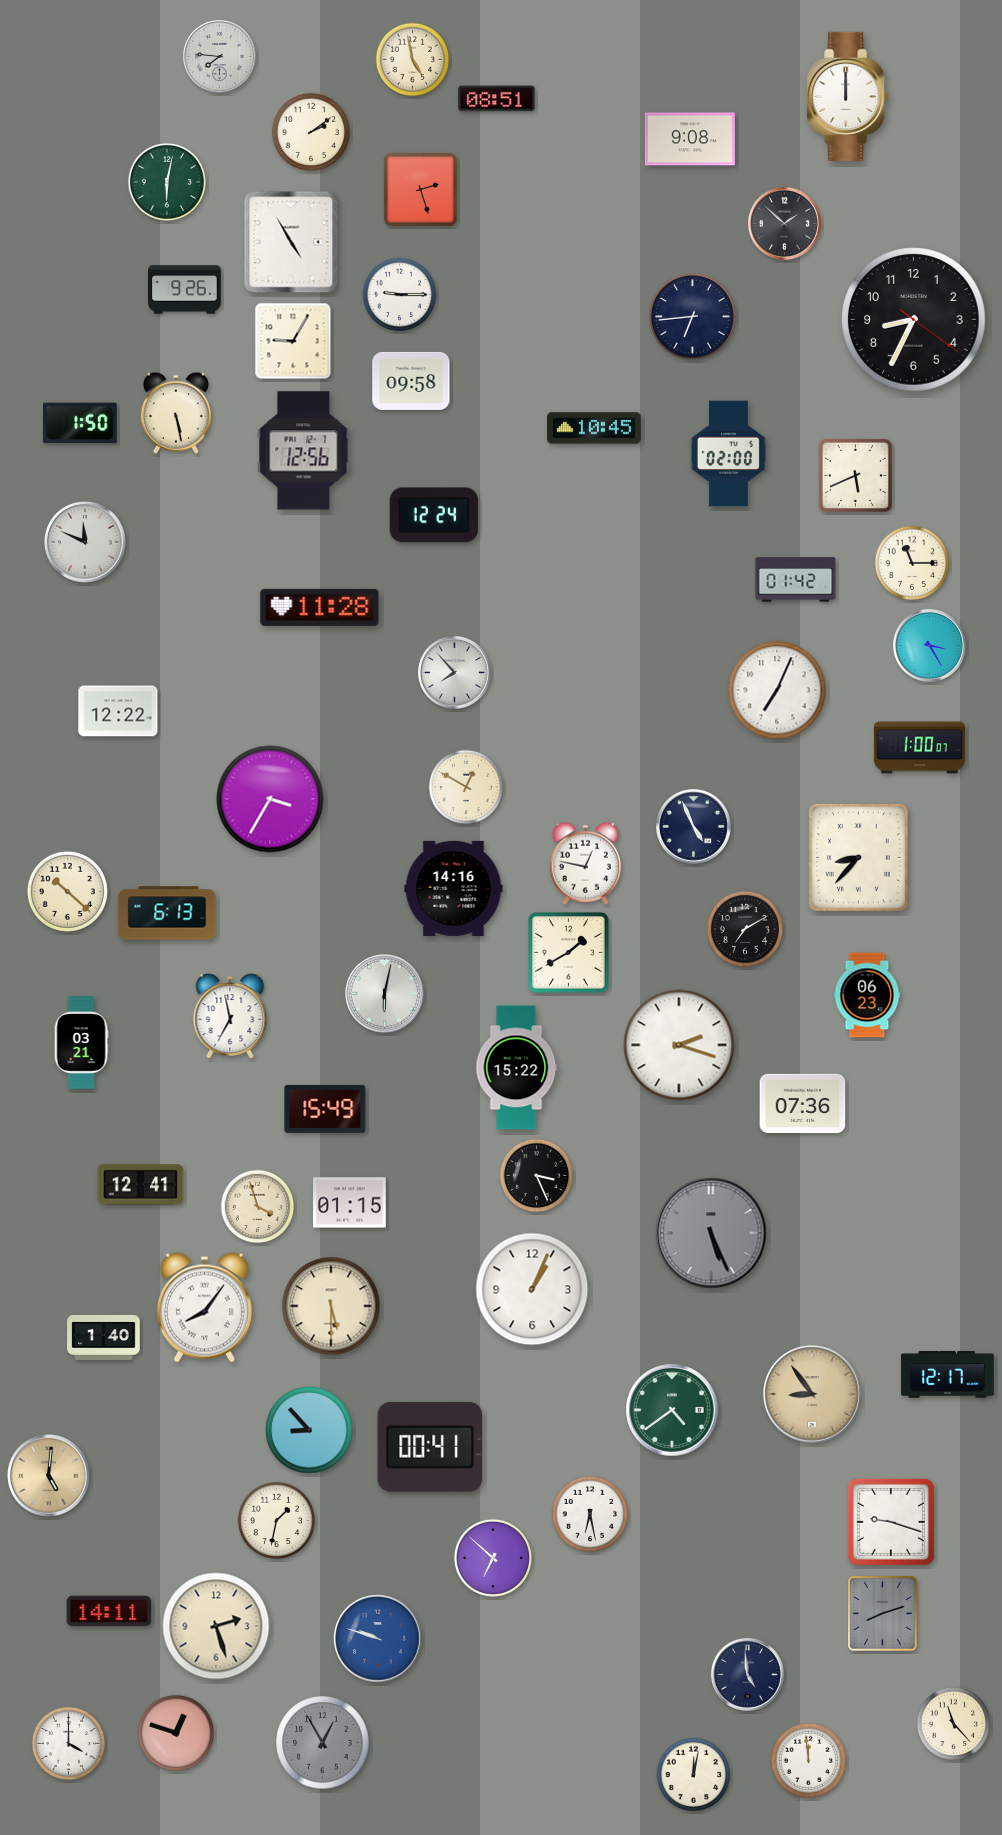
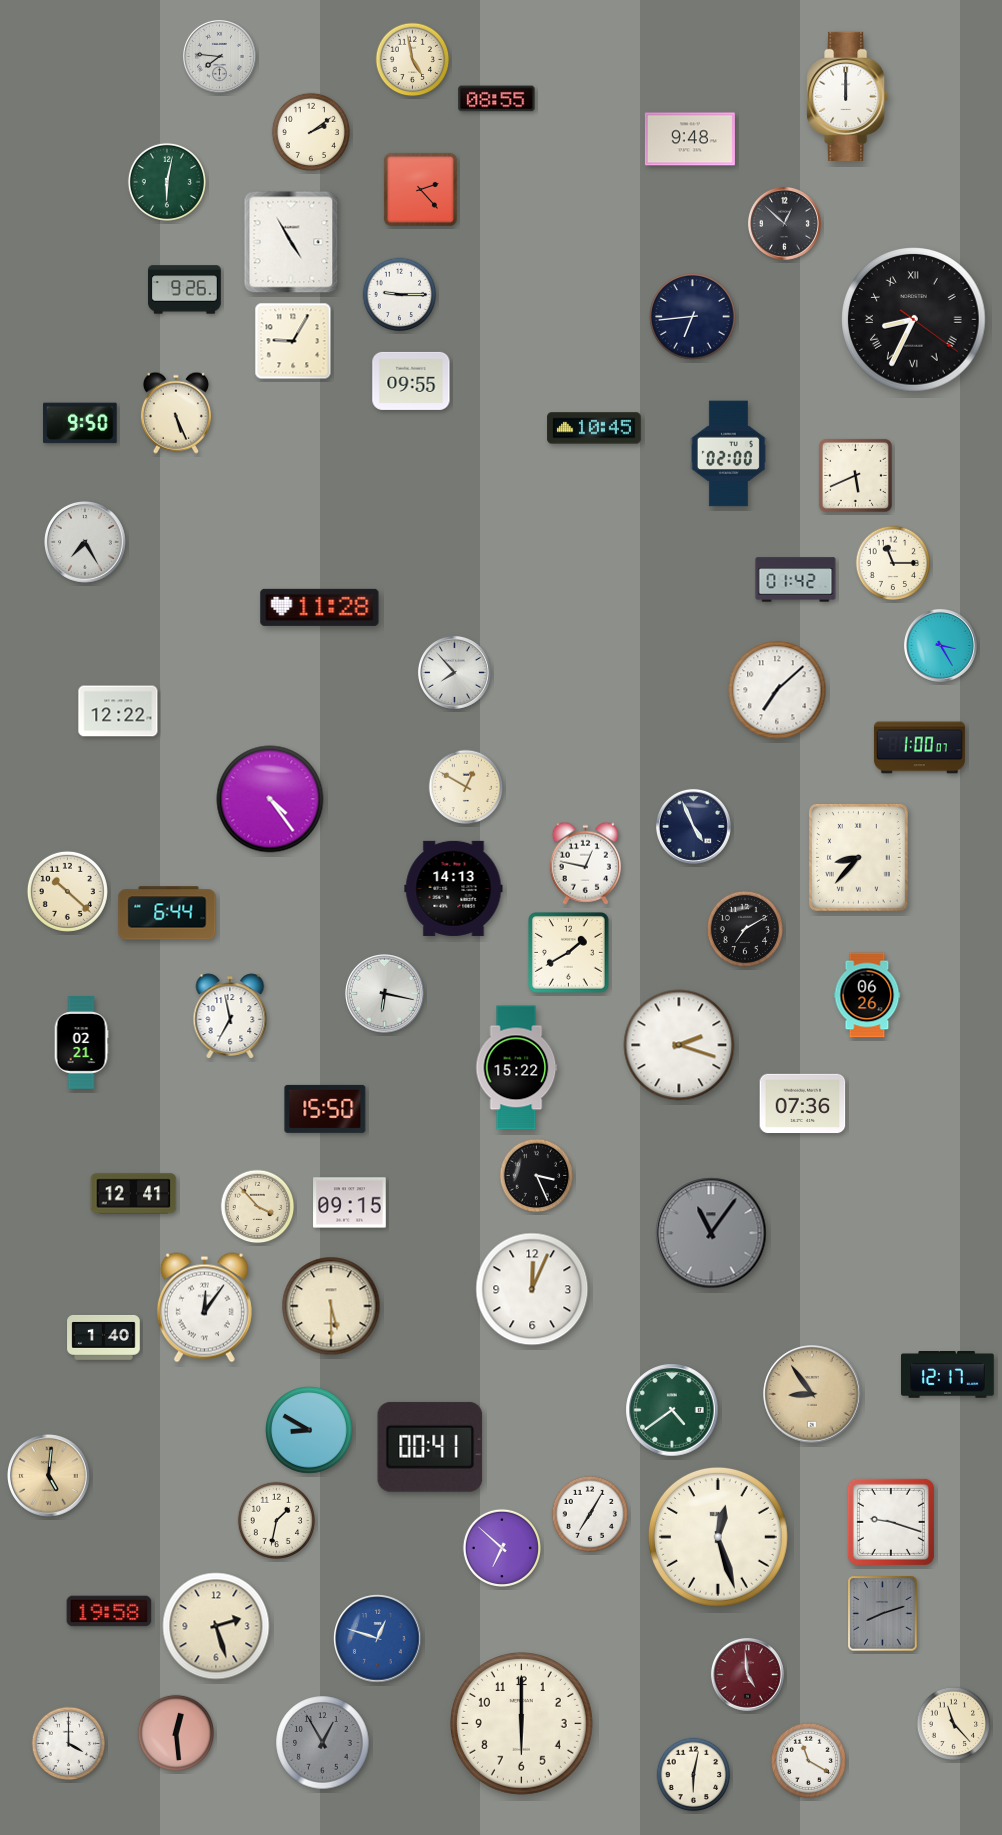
clock at (497, 99): 08:51 -> 08:55
clock at (690, 139): 9:08 -> 9:48
clock at (420, 189): 2:27 -> 2:23
clock at (784, 223): 1:52 -> 12:52
clock at (914, 320) numerals: Arabic -> Roman
clock at (411, 381): 09:58 -> 09:55
clock at (176, 413): 5:28 -> 5:26
clock at (80, 423): 1:50 -> 9:50
clock at (304, 451): 12:56 -> none
clock at (434, 515): 12:24 -> none
clock at (86, 543): 11:49 -> 7:25
clock at (912, 563) position: (912, 563) -> (893, 563)
clock at (929, 645) position: (929, 645) -> (940, 645)
clock at (777, 690): 7:04 -> 7:08
clock at (270, 799): 3:35 -> 4:24
clock at (454, 888): 14:16 -> 14:13
clock at (167, 913): 6:13 -> 6:44
clock at (385, 994): 6:02 -> 6:17
clock at (867, 995): 06:23 -> 06:26
clock at (81, 1043): 03:21 -> 02:21
clock at (325, 1109): 15:49 -> 15:50
clock at (141, 1185) position: (141, 1185) -> (134, 1194)
clock at (350, 1203): 01:15 -> 09:15
clock at (258, 1207): 3:57 -> 3:53
clock at (711, 1233): 5:26 -> 11:06
clock at (532, 1289): 1:04 -> 12:04
clock at (204, 1308): 8:06 -> 12:06
clock at (309, 1430): 8:53 -> 8:50
clock at (589, 1513): 6:28 -> 7:05
clock at (718, 1537): none -> 12:27
clock at (493, 1558) position: (493, 1558) -> (502, 1548)
clock at (109, 1611): 14:11 -> 19:58
clock at (378, 1639): 9:48 -> 12:48
clock at (747, 1674) dial: navy -> burgundy
clock at (522, 1724): none -> 6:00
clock at (175, 1732): 12:48 -> 12:29
clock at (809, 1761): 11:59 -> 11:20
clock at (694, 1775): 12:02 -> 6:02
